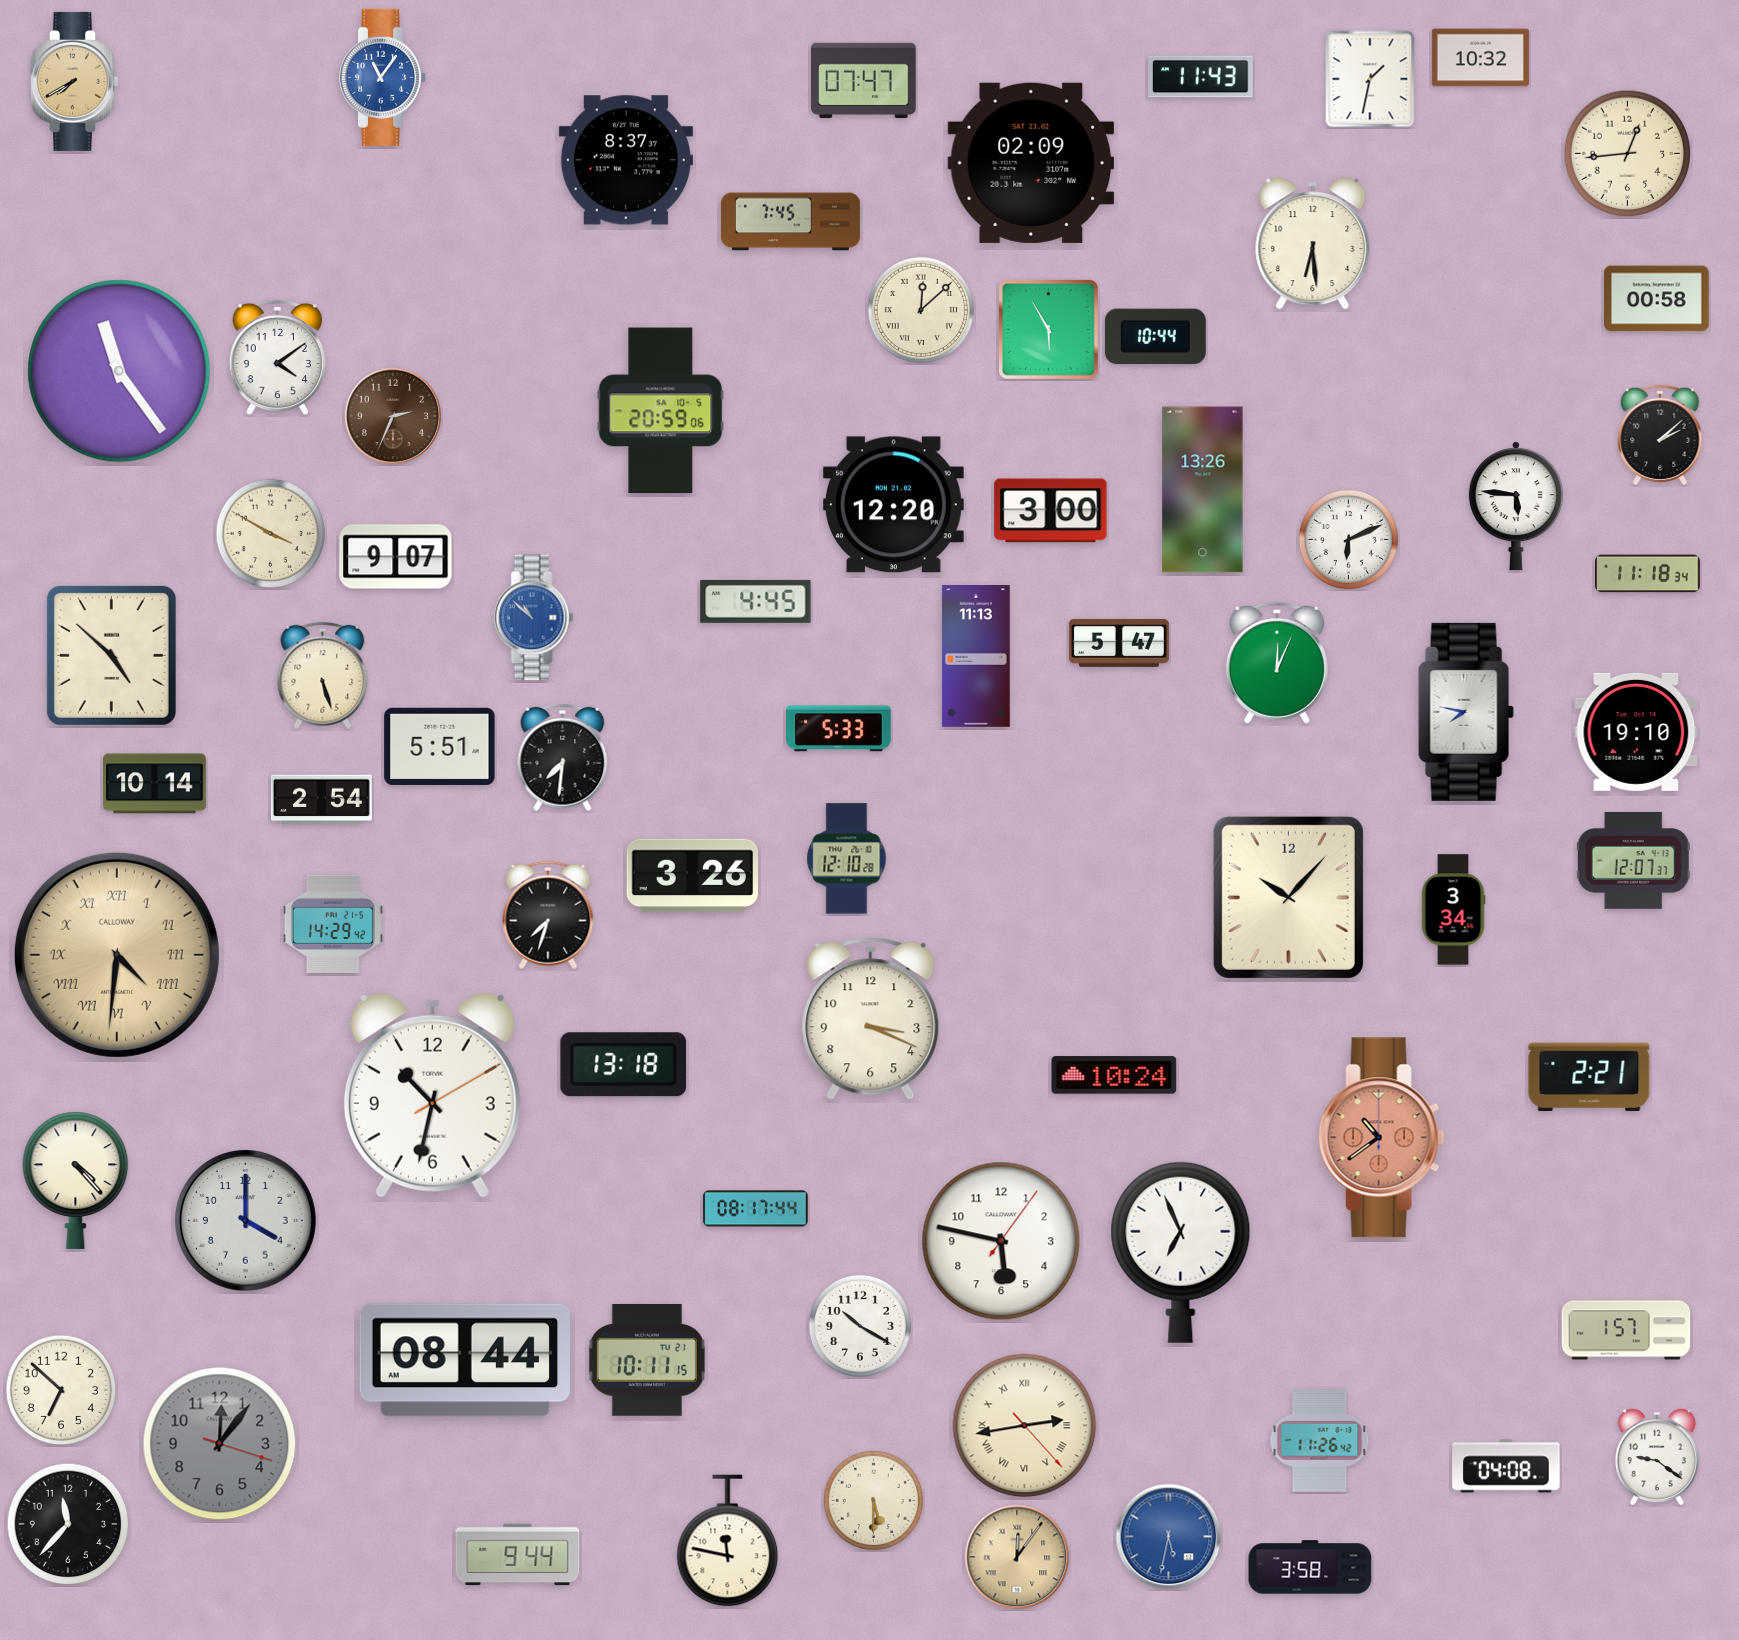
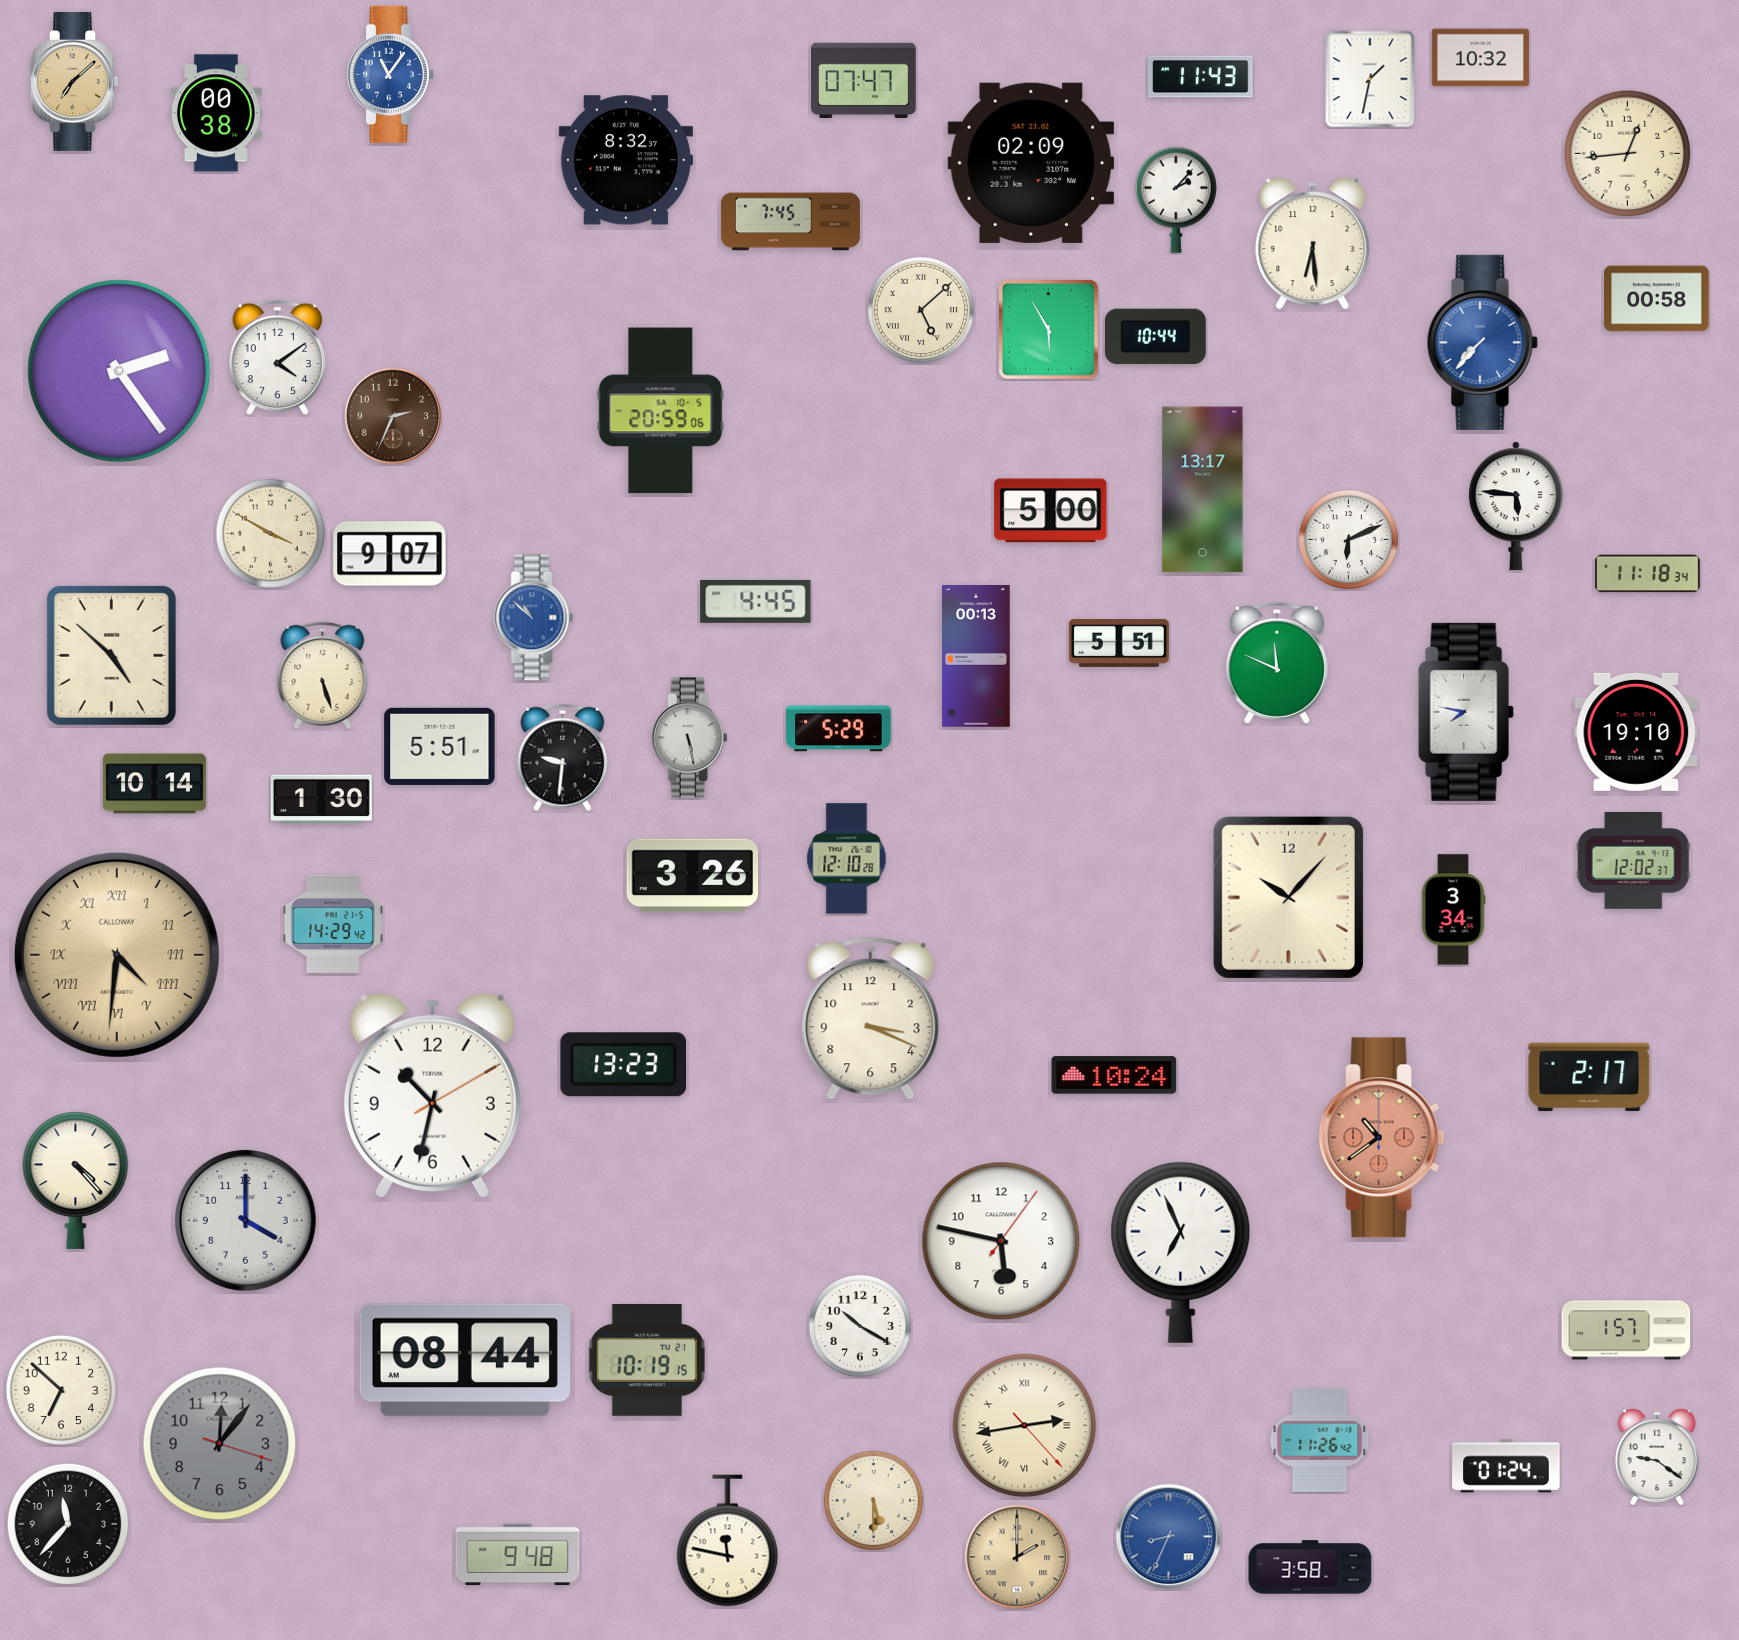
clock at (382, 77) position: (382, 77) -> (390, 74)
clock at (74, 81): 7:40 -> 7:08
clock at (216, 113): none -> 00:38
clock at (626, 160): 8:37 -> 8:32
clock at (1176, 200): none -> 2:07
clock at (920, 309): 12:08 -> 5:08
clock at (1482, 342): none -> 7:37
clock at (119, 371): 11:24 -> 2:24
clock at (1660, 434): 2:08 -> none
clock at (1203, 490): 13:26 -> 13:17
clock at (893, 505): 12:20 -> none
clock at (1051, 511): 3:00 -> 5:00
clock at (396, 557) position: (396, 557) -> (390, 554)
clock at (1119, 643): 5:47 -> 5:51
clock at (976, 657): 11:13 -> 00:13
clock at (1277, 663): 12:04 -> 11:49
clock at (839, 729): 5:33 -> 5:29
clock at (689, 738): none -> 5:28
clock at (563, 758): 7:31 -> 9:31
clock at (321, 800): 2:54 -> 1:30
clock at (1633, 860): 12:07 -> 12:02
clock at (548, 915): 7:33 -> none
clock at (624, 1065): 13:18 -> 13:23
clock at (1589, 1077): 2:21 -> 2:17
clock at (756, 1209): 08:17 -> none
clock at (647, 1360): 10:11 -> 10:19
clock at (1506, 1466): 04:08 -> 01:24
clock at (1169, 1537): 5:32 -> 8:34
clock at (518, 1555): 9:44 -> 9:48
clock at (1017, 1557): 12:06 -> 2:00
